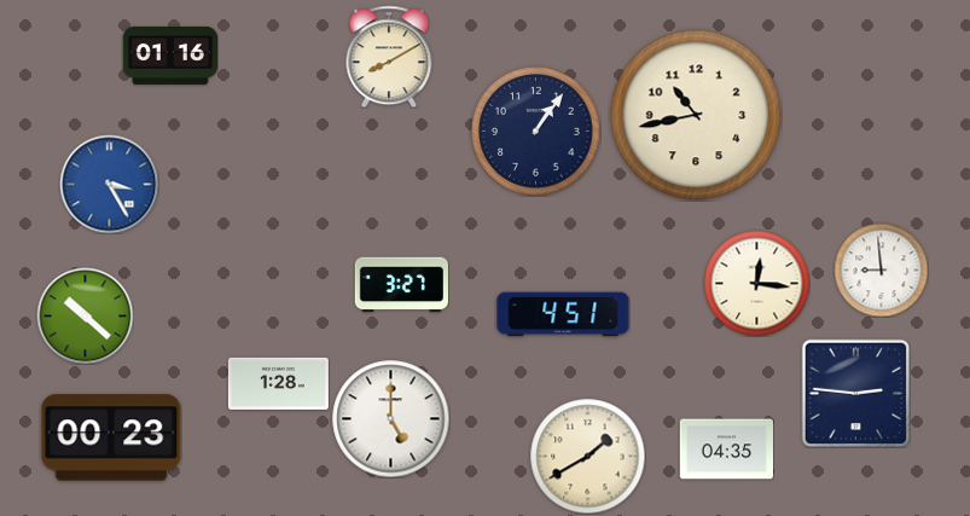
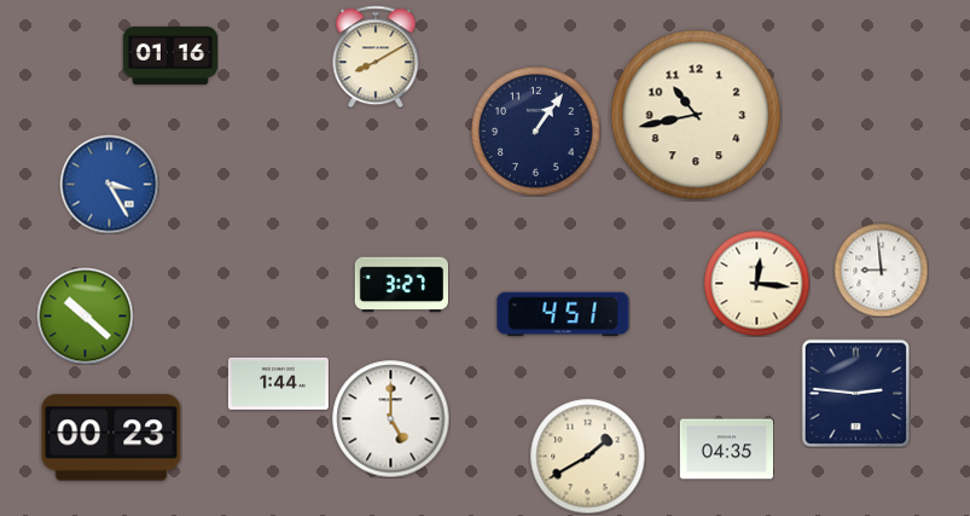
clock at (389, 57) position: (389, 57) -> (376, 57)
clock at (278, 383): 1:28 -> 1:44
